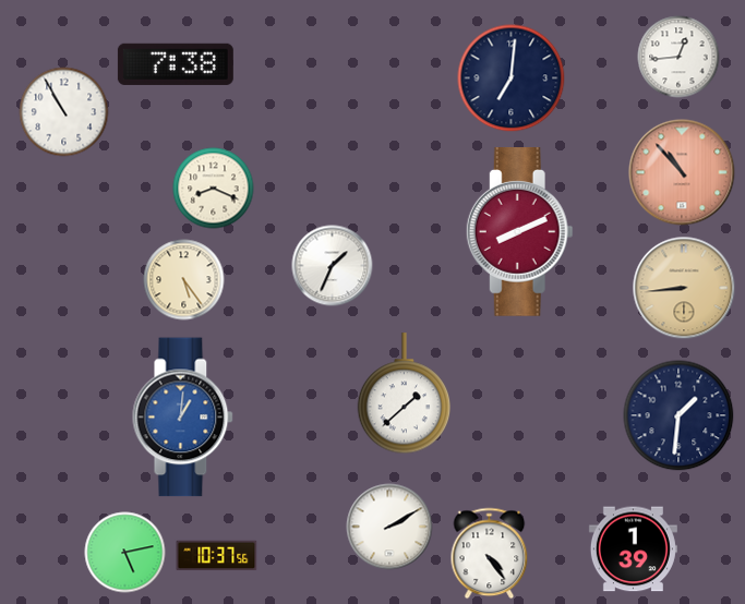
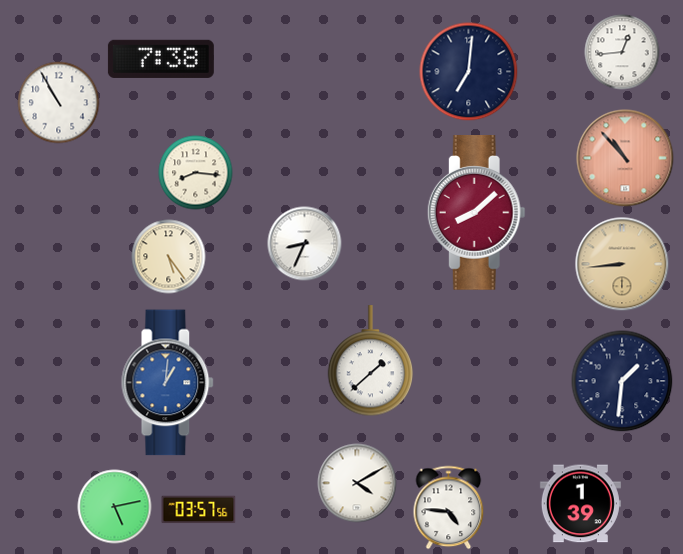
clock at (214, 189): 8:19 -> 8:16
clock at (519, 232): 8:11 -> 8:08
clock at (333, 266): 1:34 -> 8:34
clock at (684, 288) position: (684, 288) -> (622, 264)
clock at (389, 527): 2:10 -> 4:10
clock at (490, 554): 4:24 -> 4:46
clock at (217, 556): 10:37 -> 03:57
